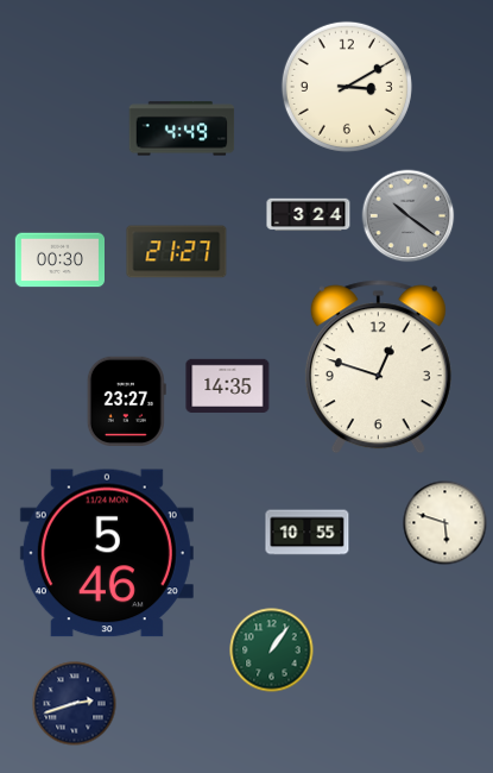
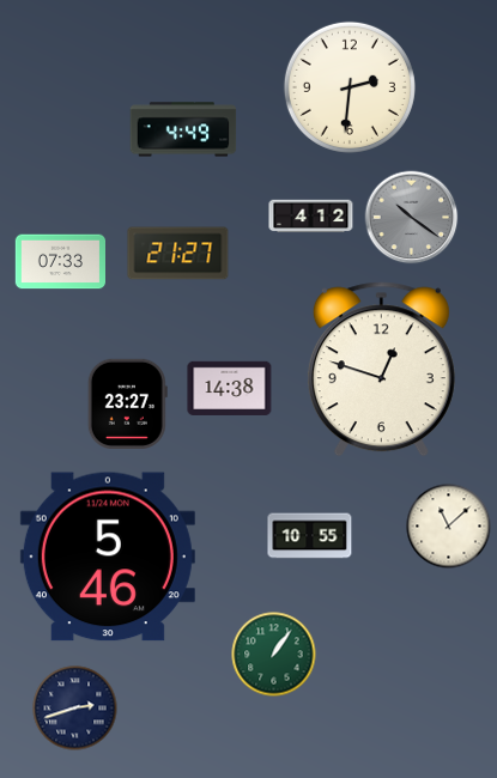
clock at (347, 87): 3:10 -> 2:31
clock at (309, 215): 3:24 -> 4:12
clock at (59, 260): 00:30 -> 07:33
clock at (228, 385): 14:35 -> 14:38
clock at (445, 523): 5:48 -> 11:08
